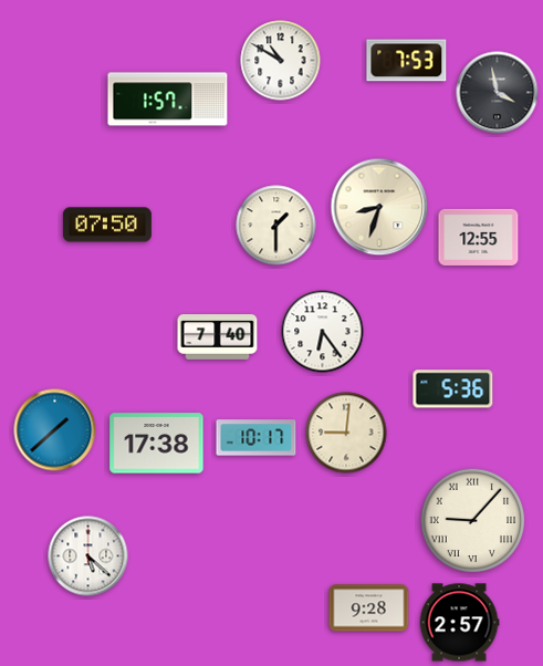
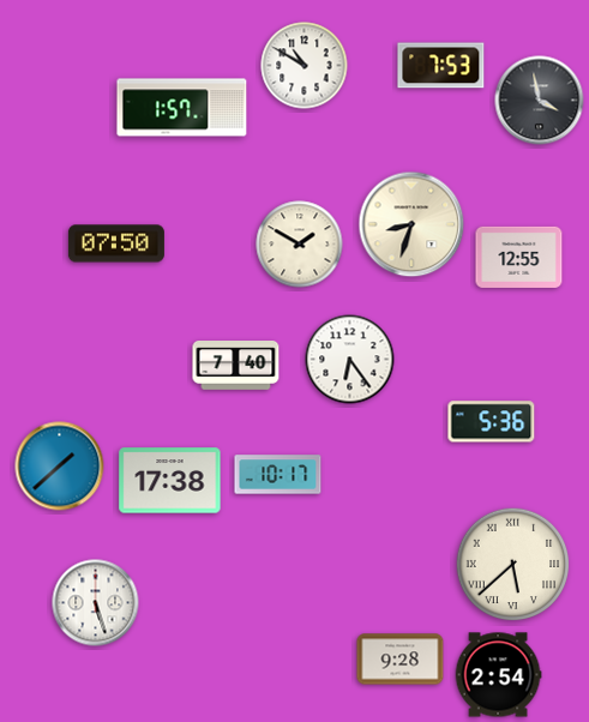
clock at (276, 226): 1:30 -> 1:50
clock at (346, 433): 9:01 -> none
clock at (473, 521): 9:07 -> 5:38
clock at (88, 556): 5:22 -> 5:27
clock at (459, 623): 2:57 -> 2:54
